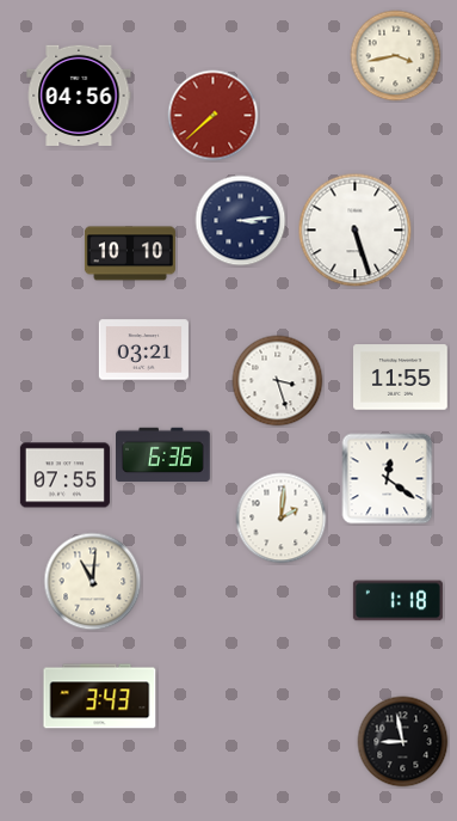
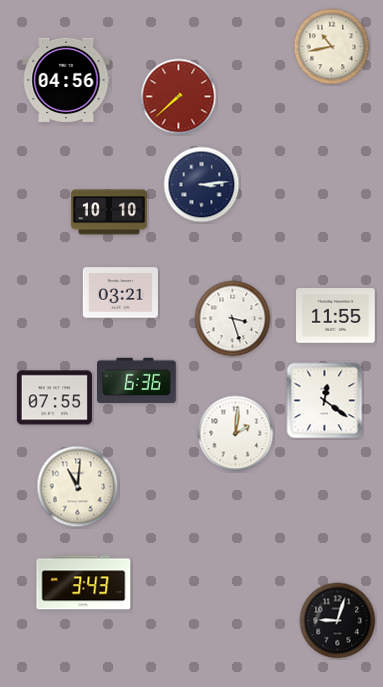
clock at (396, 56): 3:43 -> 10:43
clock at (356, 231): 5:27 -> none
clock at (397, 601): 1:18 -> none
clock at (403, 742): 8:58 -> 9:03
